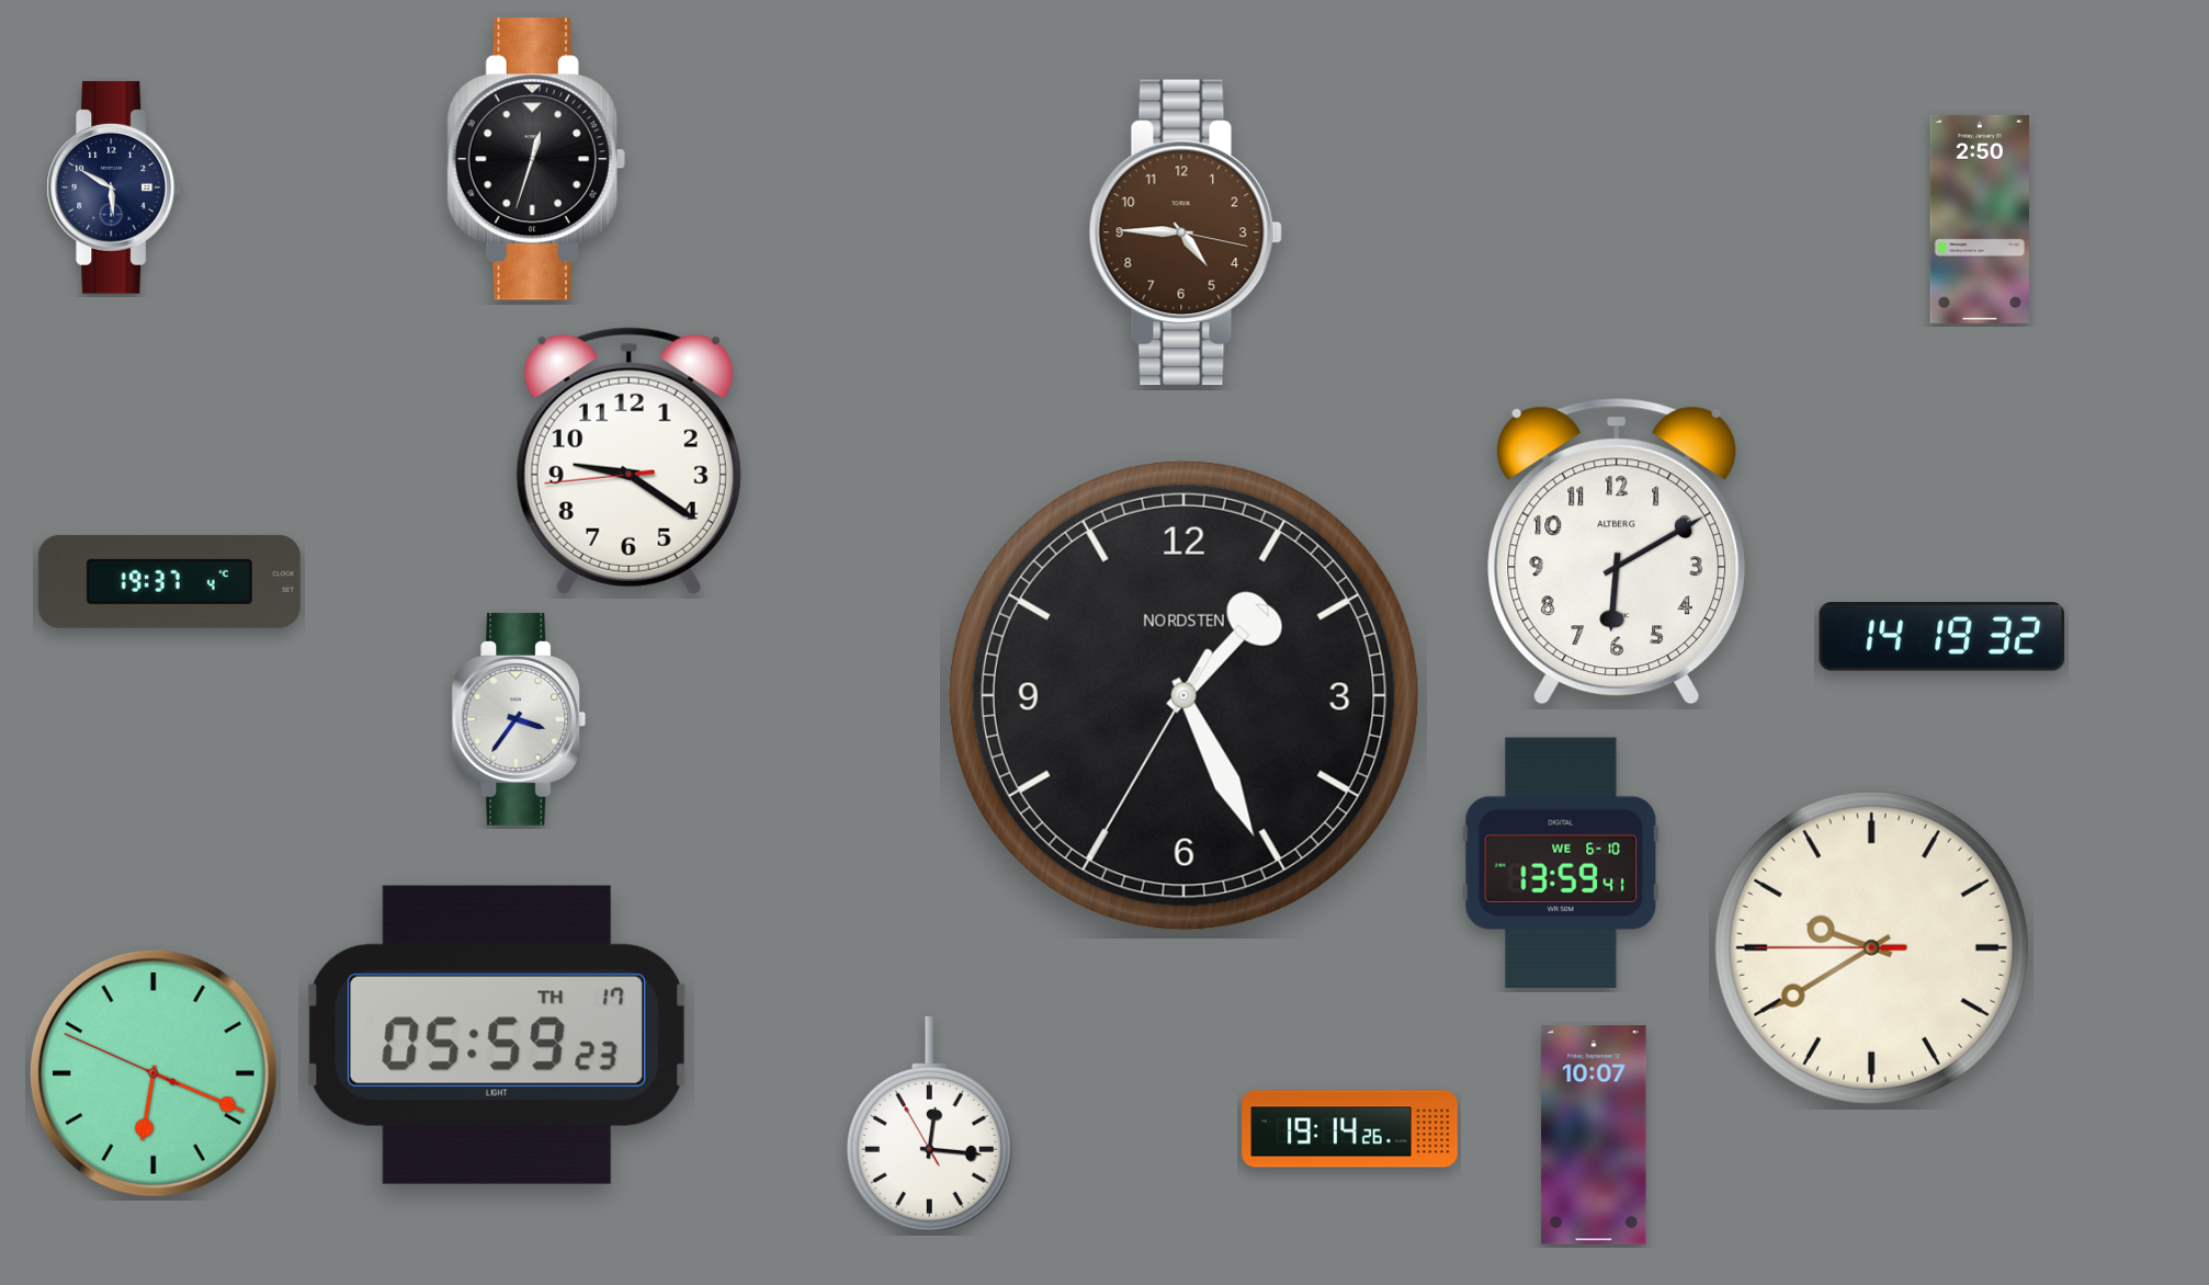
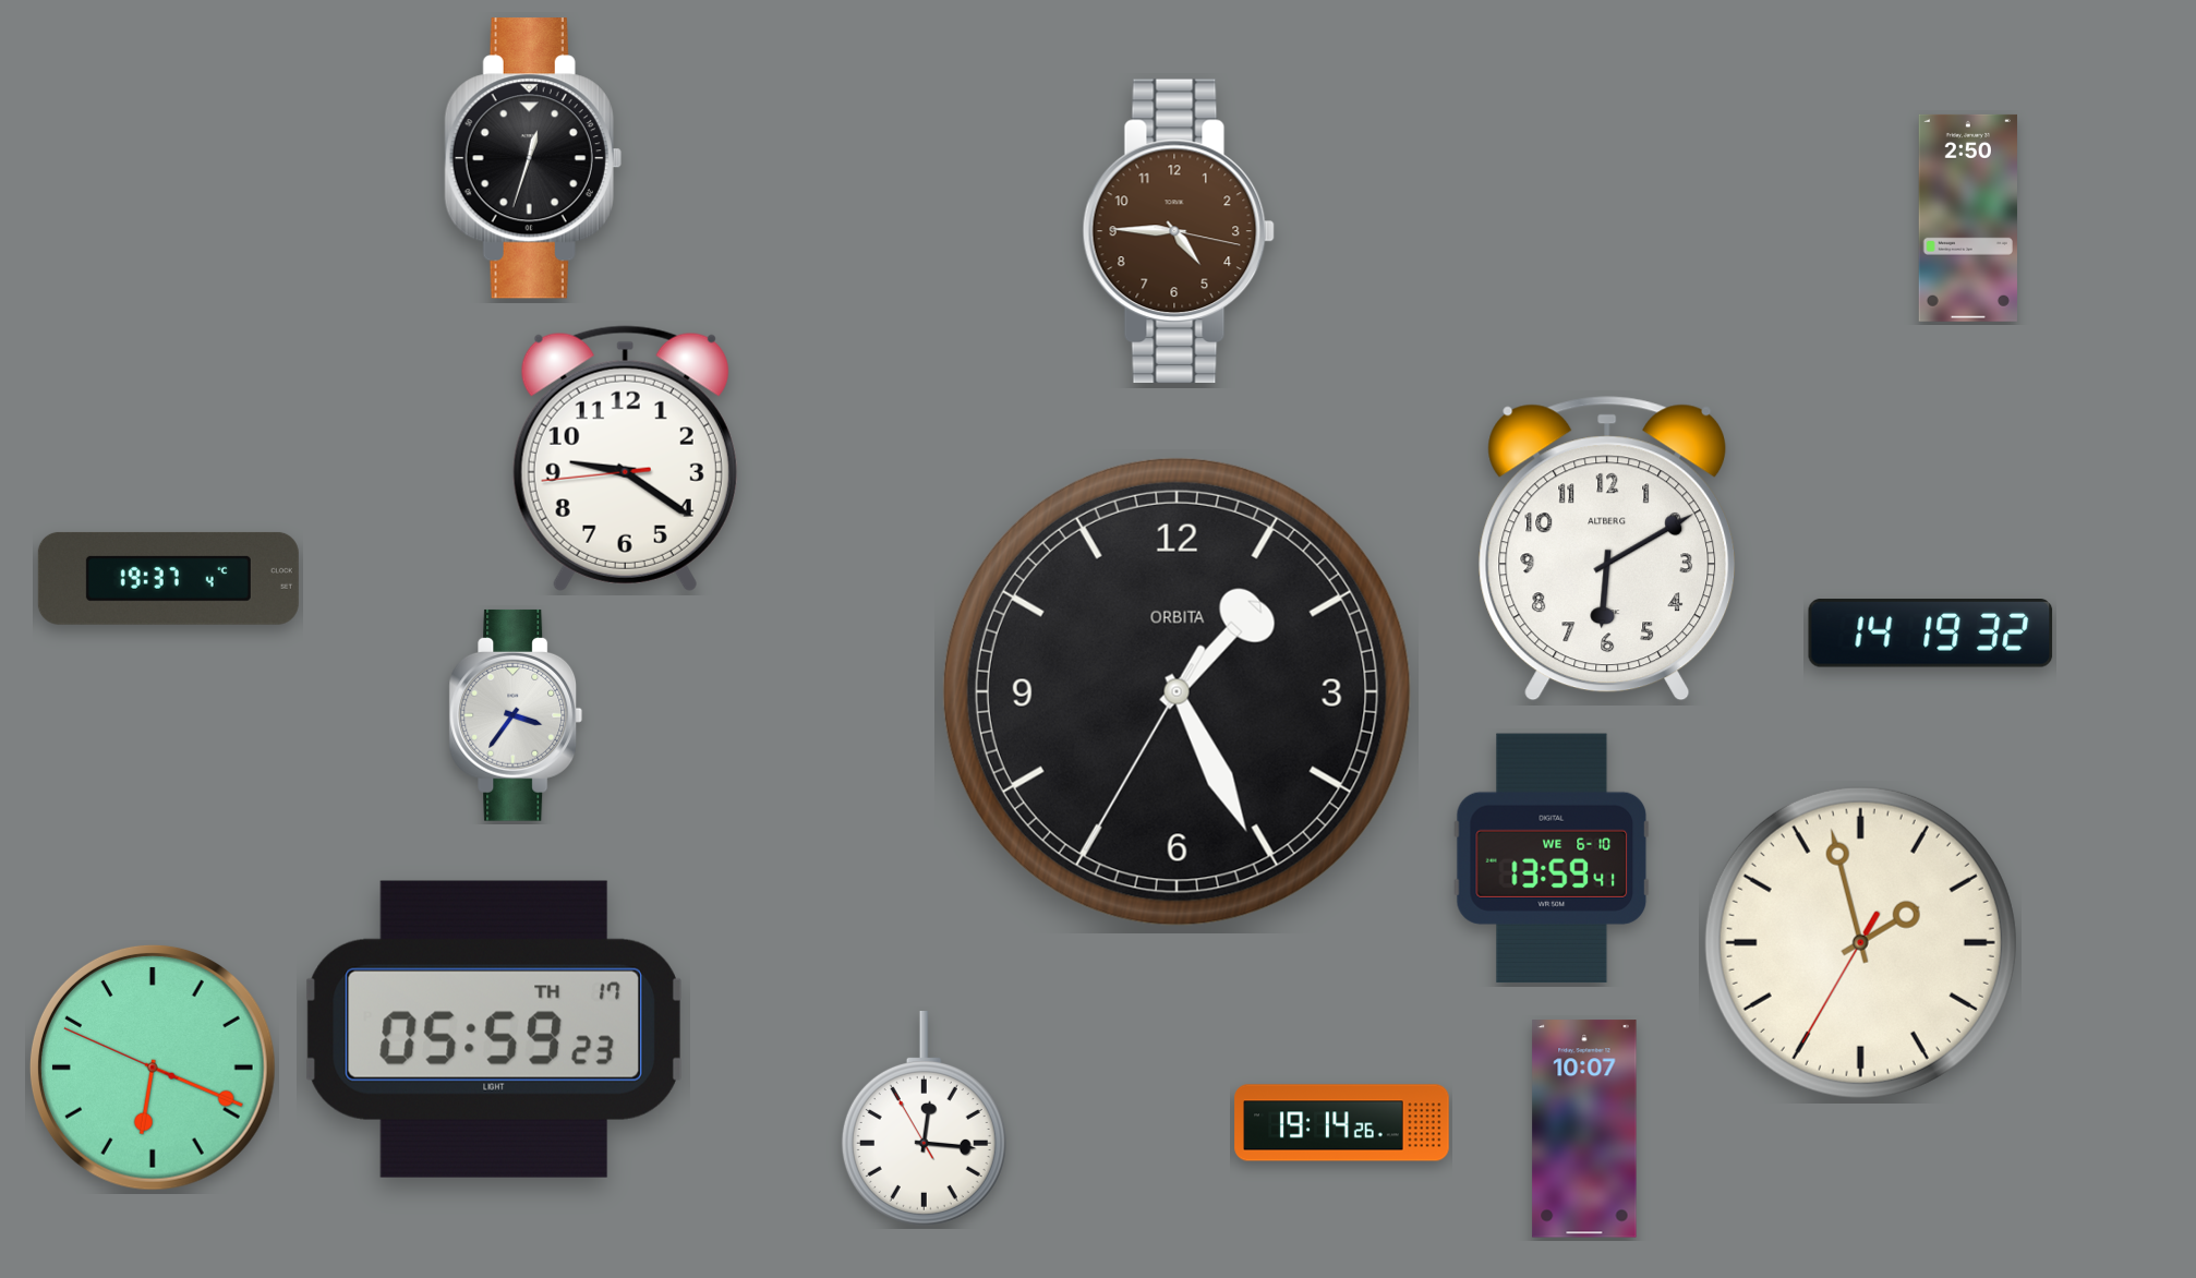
clock at (114, 187): 5:50 -> none
clock at (1183, 695) brand: NORDSTEN -> ORBITA
clock at (1871, 947): 9:39 -> 1:57
